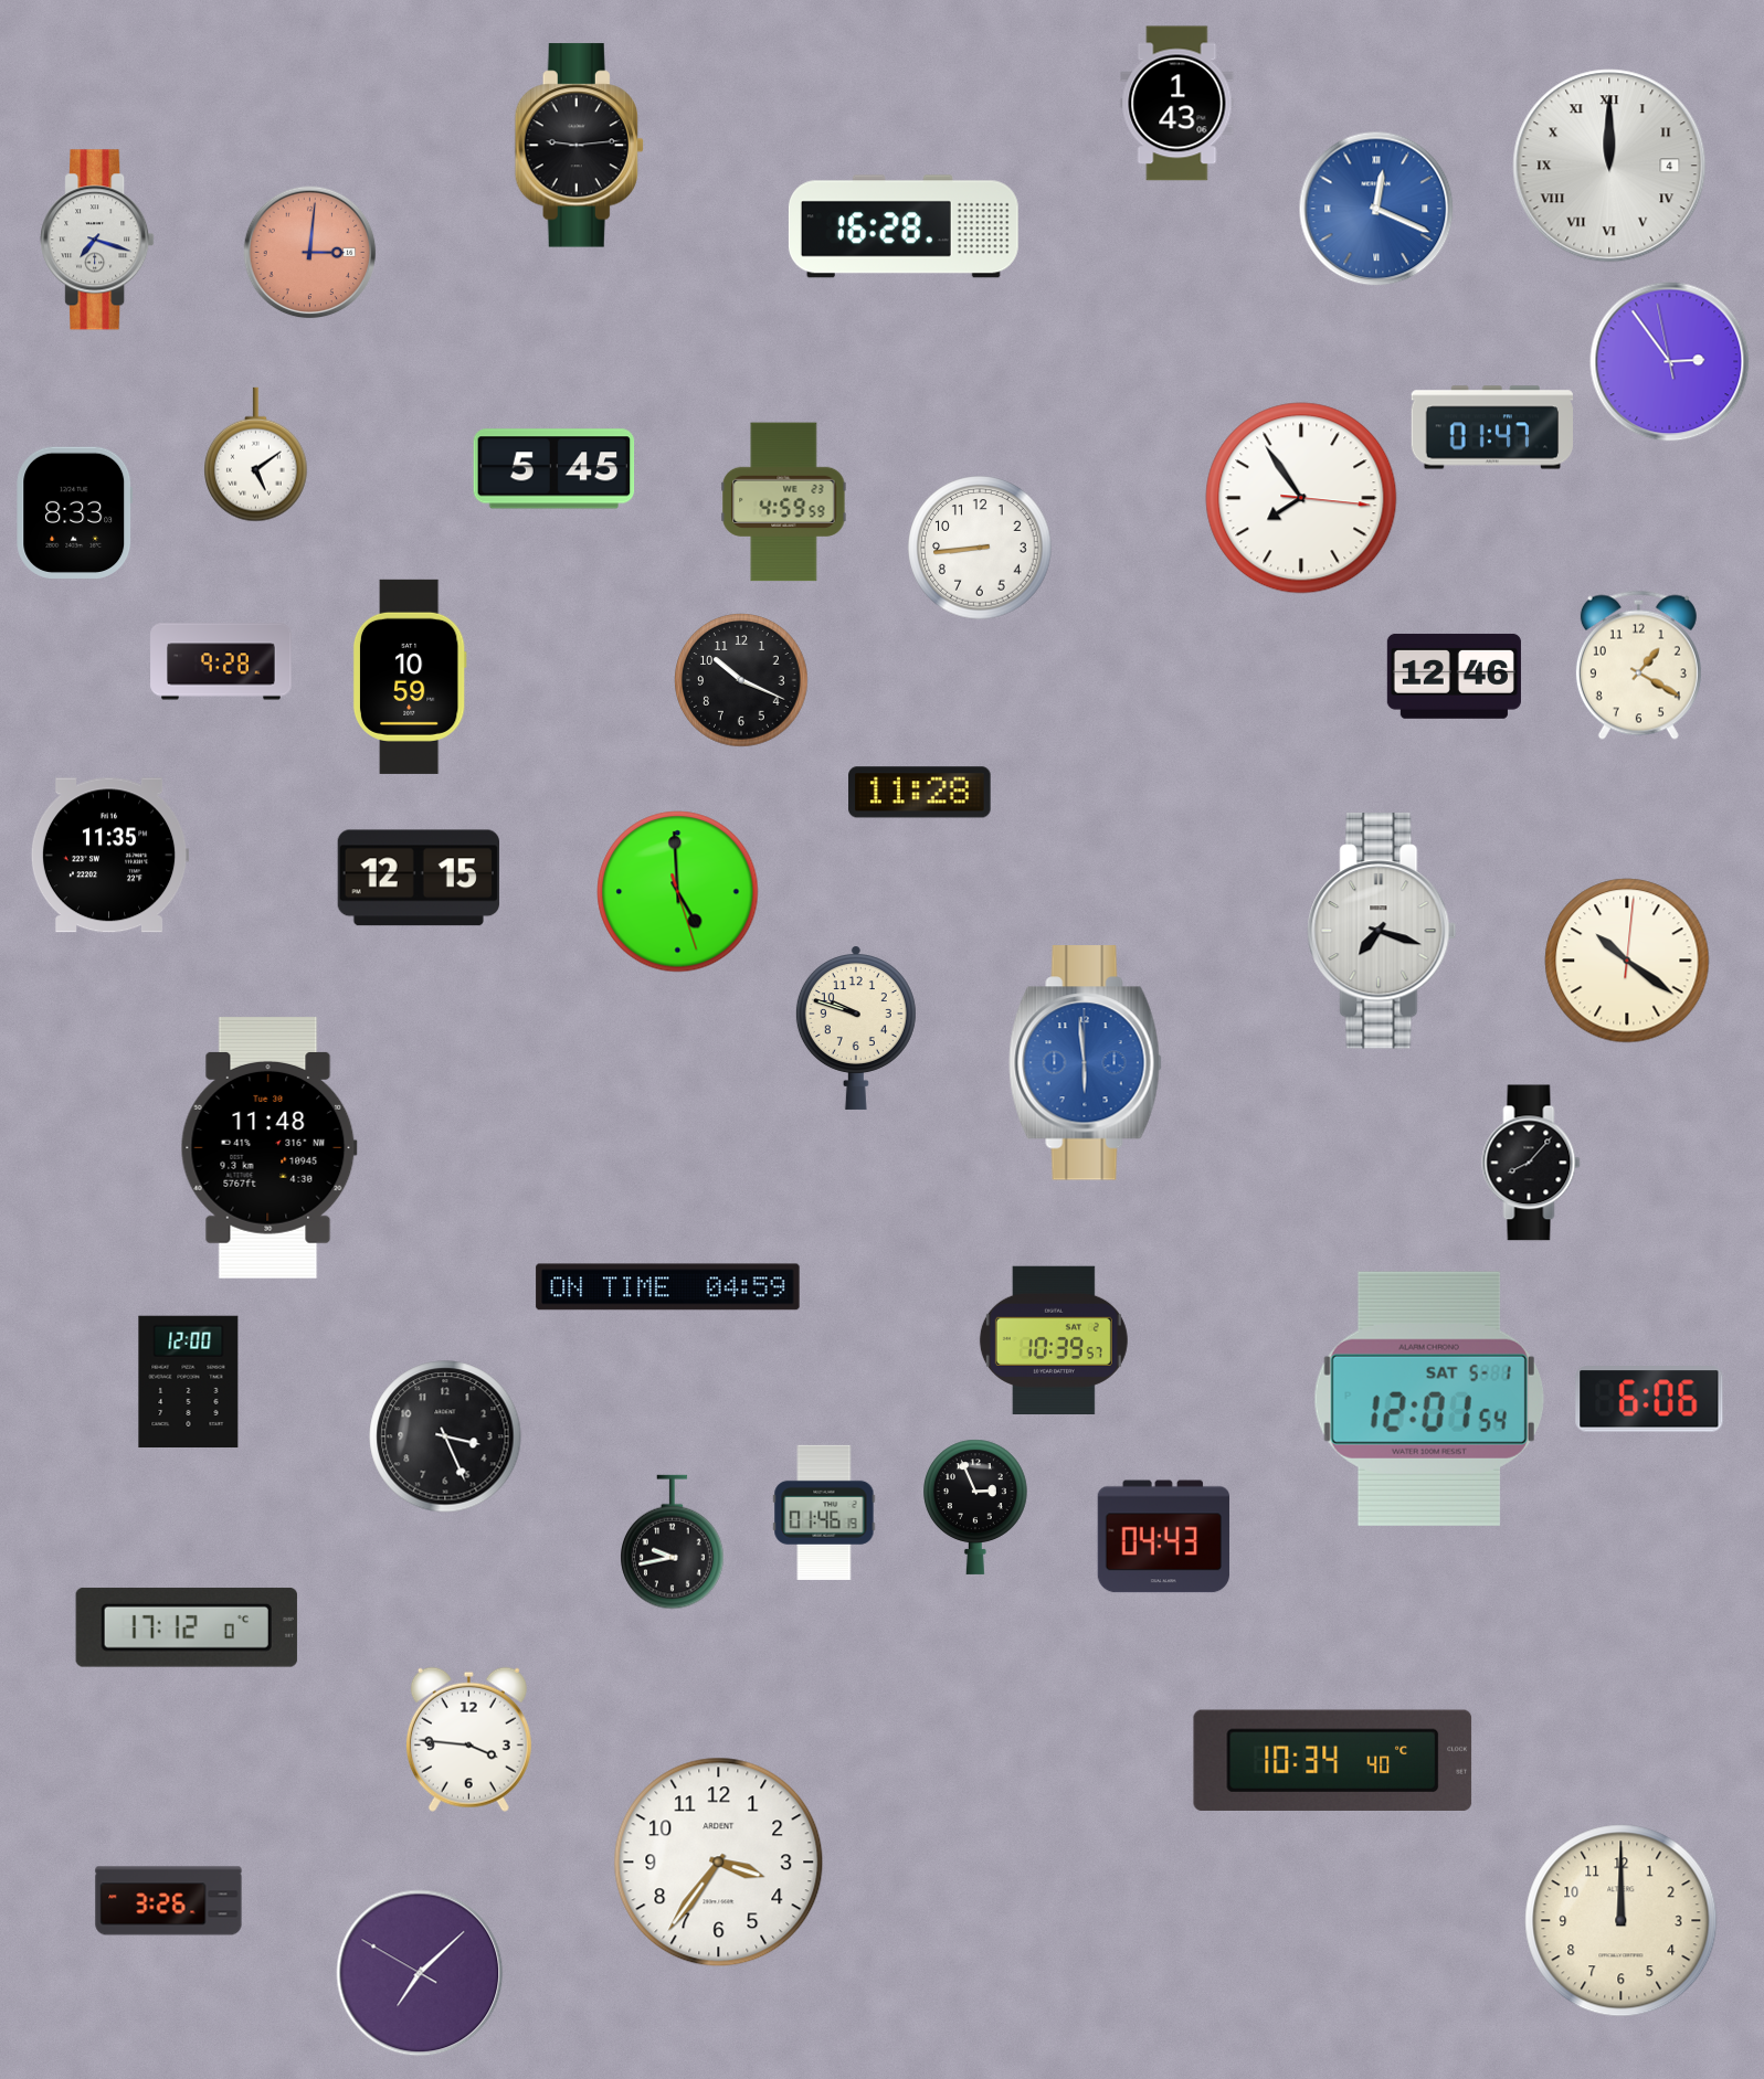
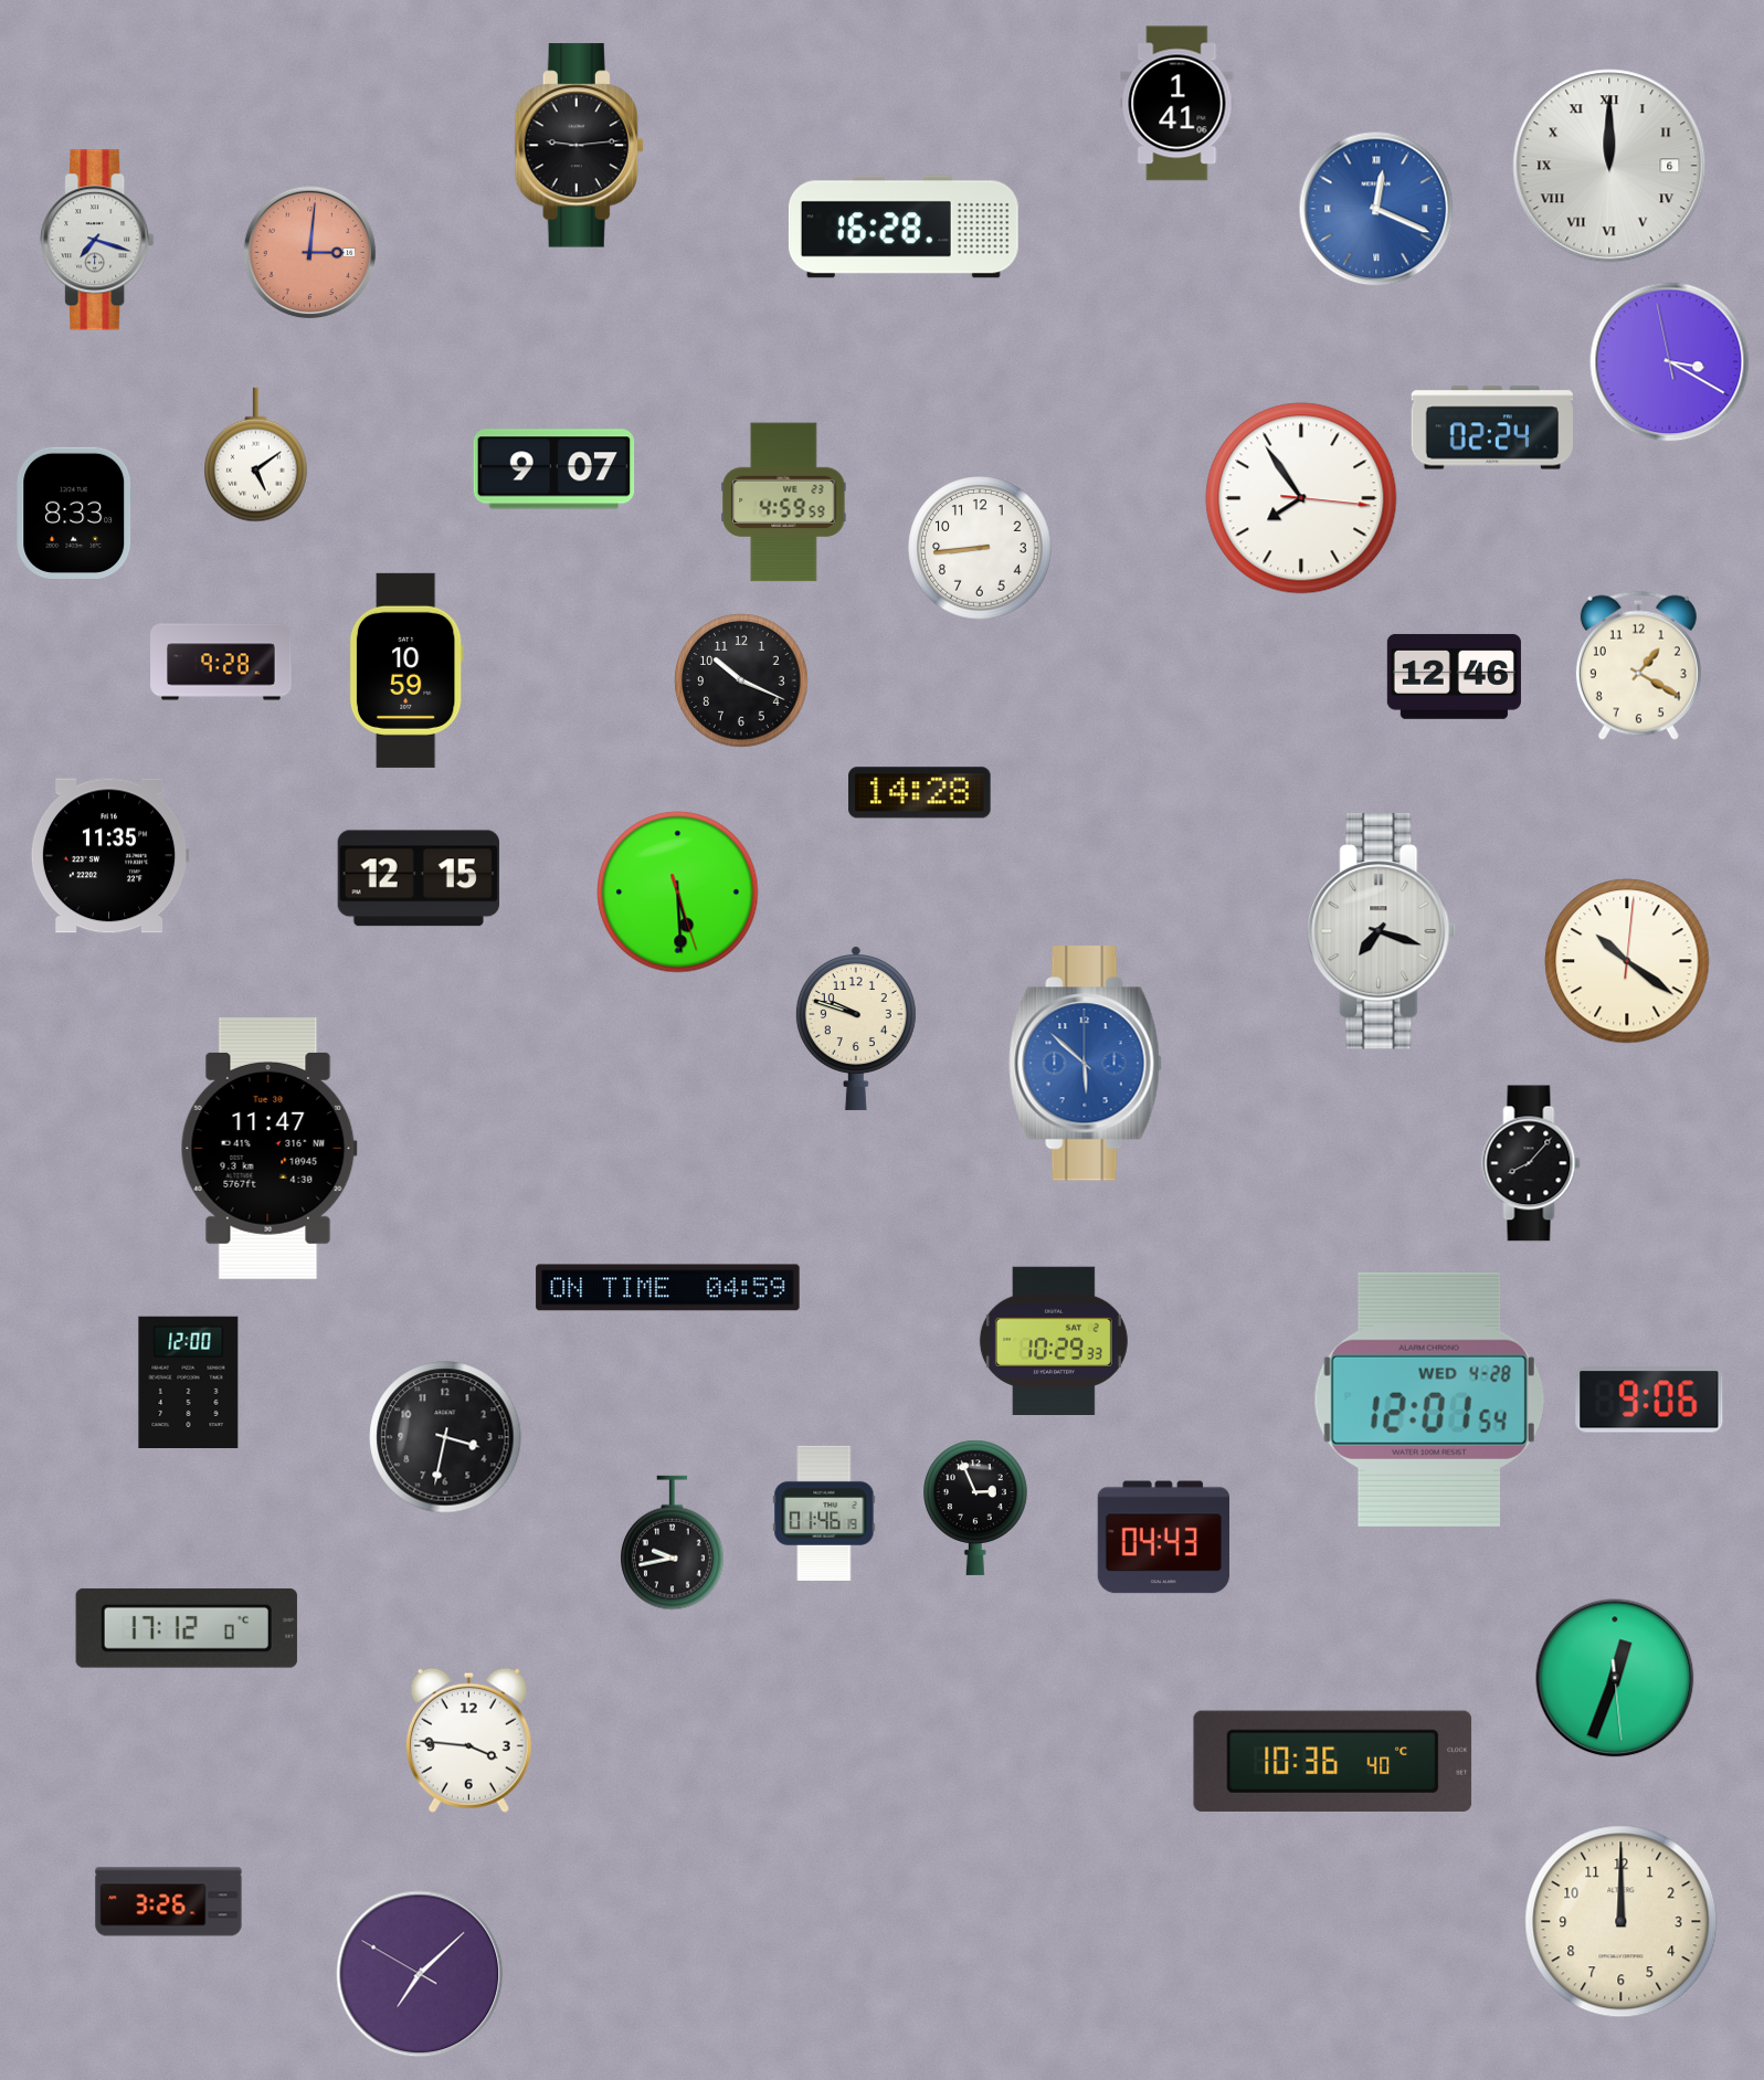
clock at (1177, 104): 1:43 -> 1:41
clock at (1609, 166) date: 4 -> 6
clock at (1670, 362): 2:53 -> 3:19
clock at (1492, 427): 01:47 -> 02:24
clock at (554, 469): 5:45 -> 9:07
clock at (410, 677) position: (410, 677) -> (406, 671)
clock at (920, 793): 11:28 -> 14:28
clock at (678, 892): 4:59 -> 5:29
clock at (1086, 1063): 5:59 -> 5:52
clock at (268, 1147): 11:48 -> 11:47
clock at (1054, 1339): 10:39 -> 10:29
clock at (1429, 1399) date: SAT 5-1 -> WED 4-28
clock at (1649, 1399): 6:06 -> 9:06
clock at (445, 1436): 3:26 -> 3:32
clock at (1615, 1678): none -> 12:33
clock at (1333, 1760): 10:34 -> 10:36
clock at (719, 1863): 3:36 -> none
